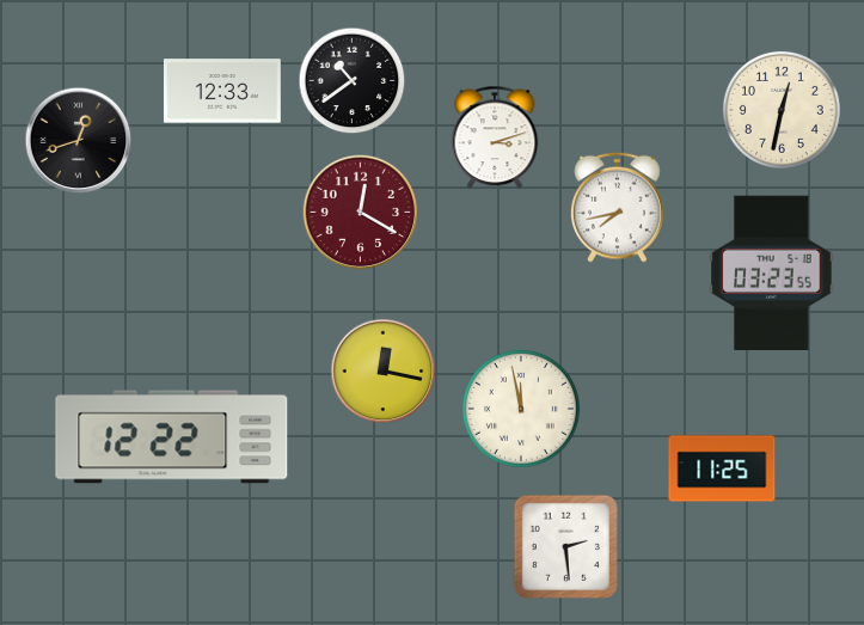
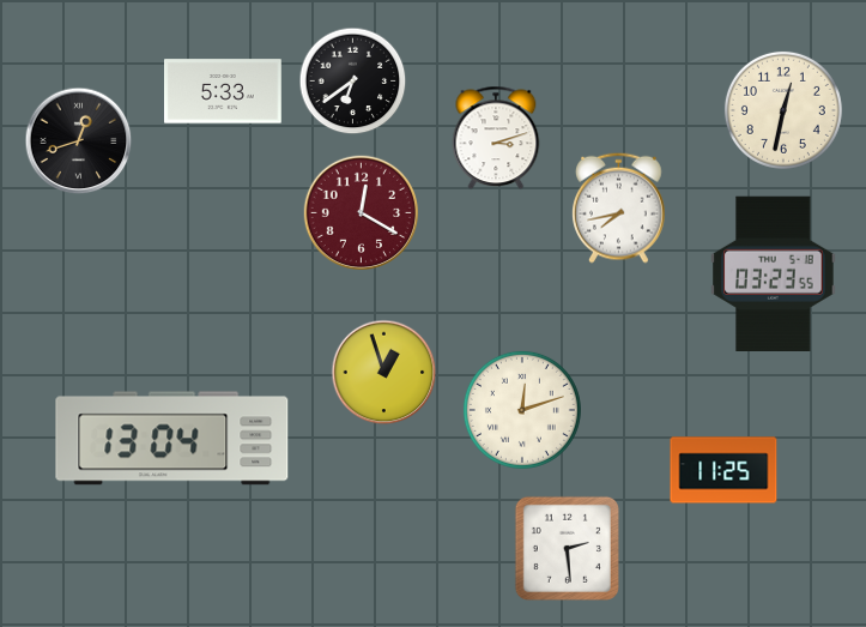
clock at (353, 81): 10:39 -> 6:39
clock at (222, 91): 12:33 -> 5:33
clock at (384, 372): 12:17 -> 12:57
clock at (521, 409): 11:58 -> 12:12
clock at (172, 437): 12:22 -> 13:04
